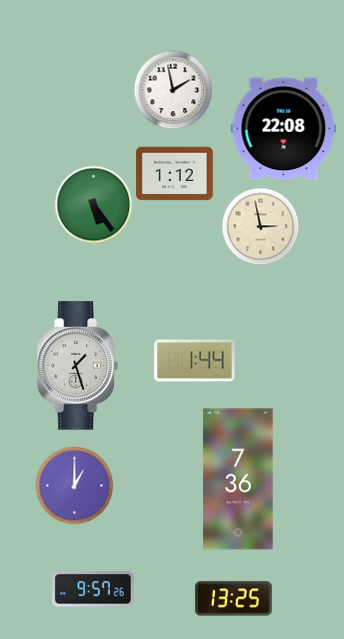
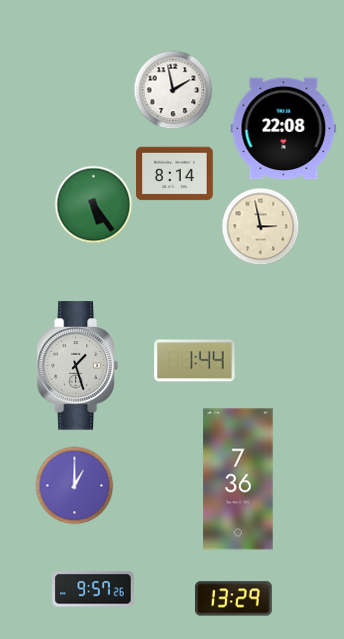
clock at (175, 174): 1:12 -> 8:14
clock at (234, 599): 13:25 -> 13:29
